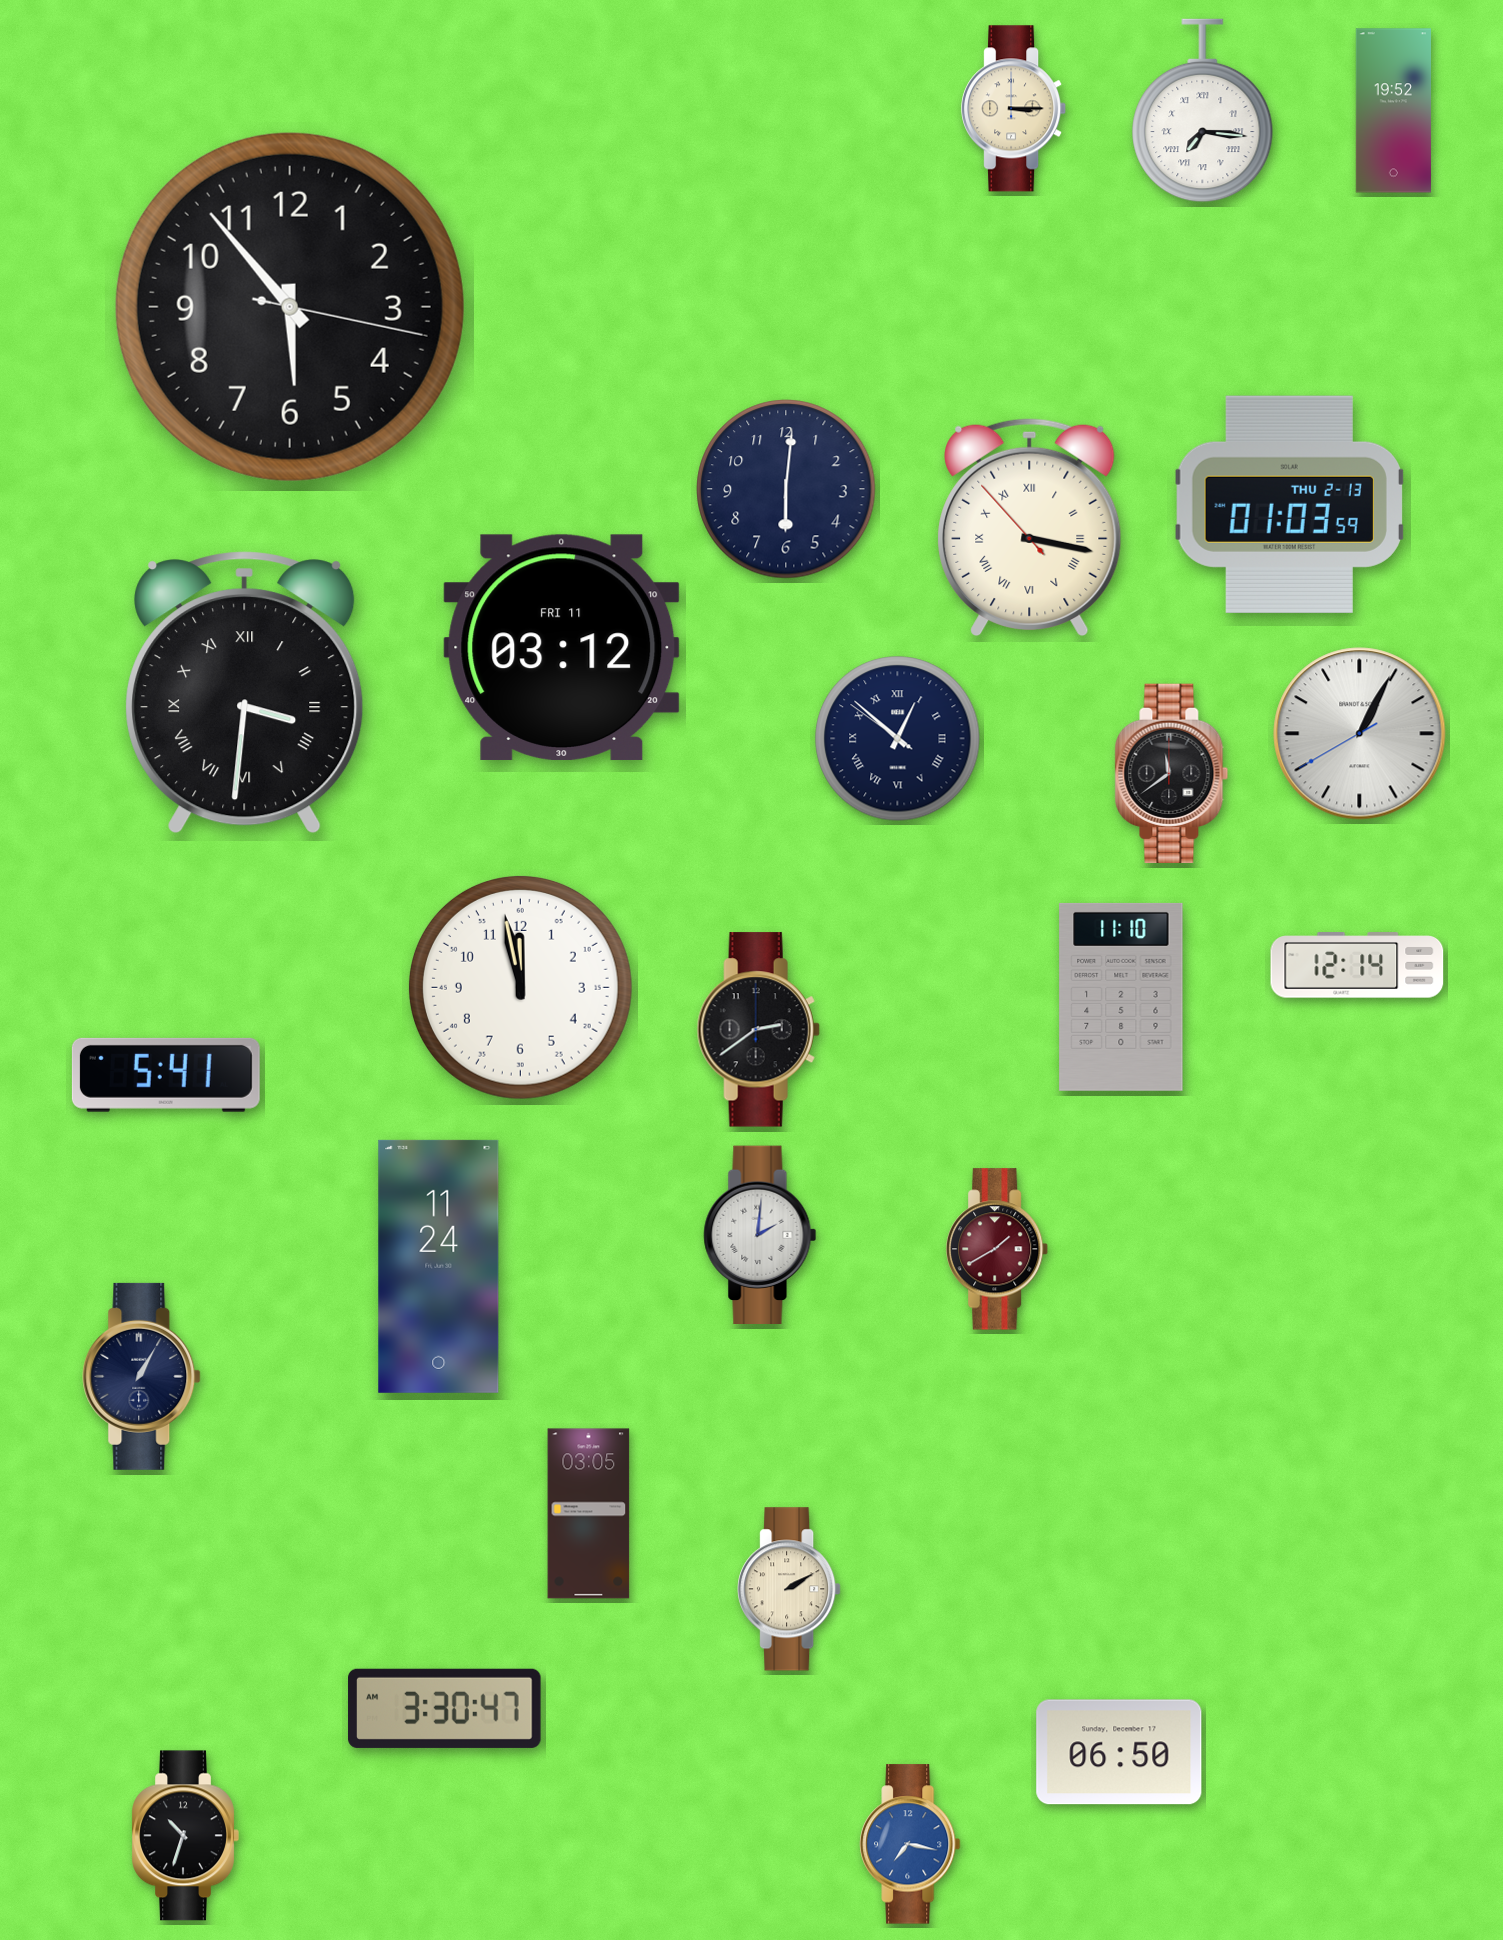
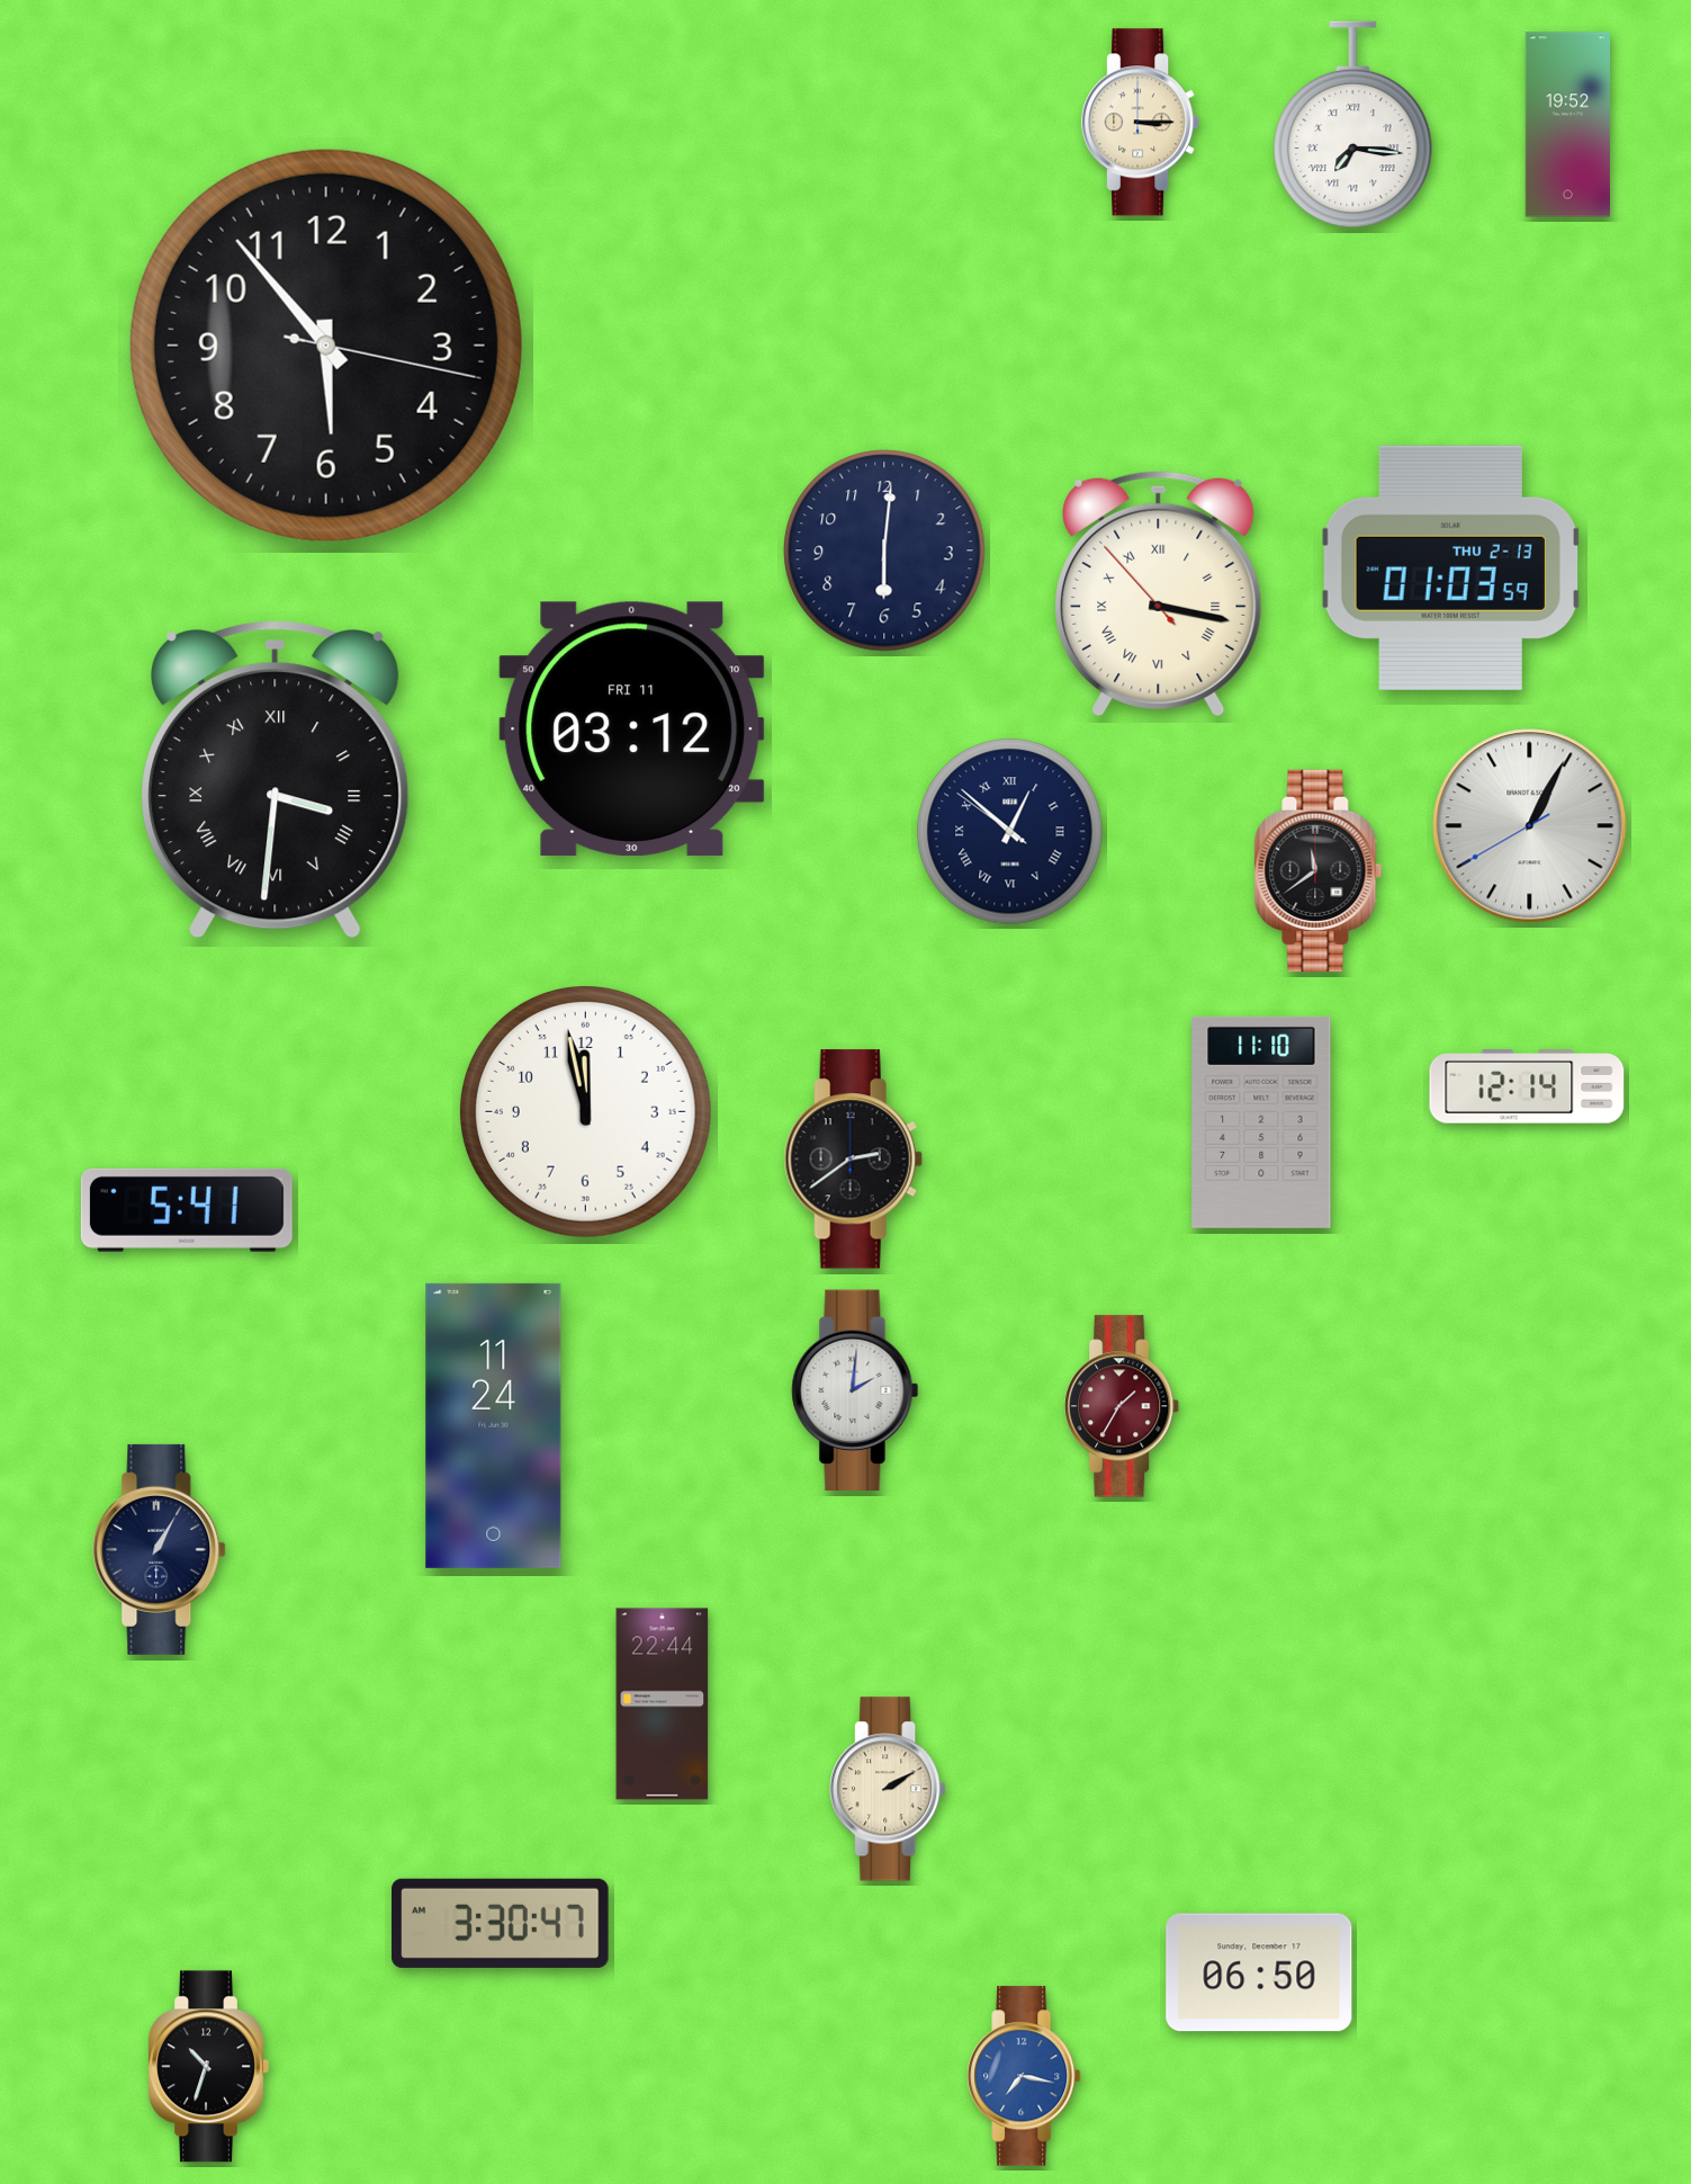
clock at (998, 1249): 1:40 -> 1:35
clock at (589, 1514): 03:05 -> 22:44
